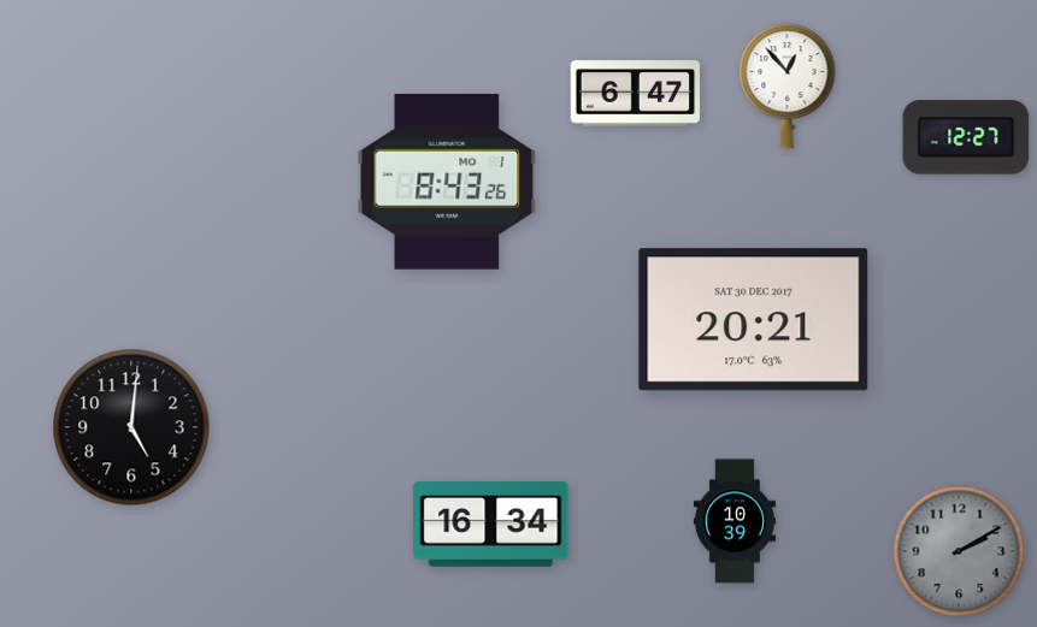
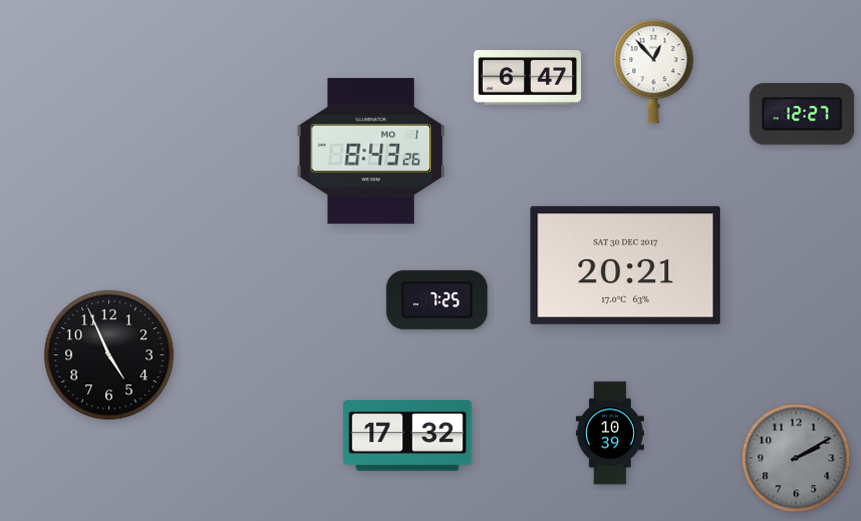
clock at (437, 300): none -> 7:25
clock at (131, 427): 5:01 -> 4:56
clock at (491, 525): 16:34 -> 17:32
